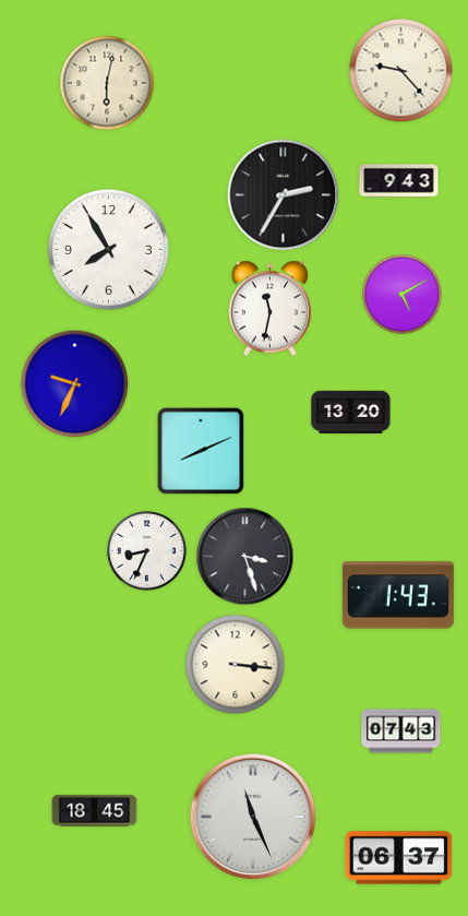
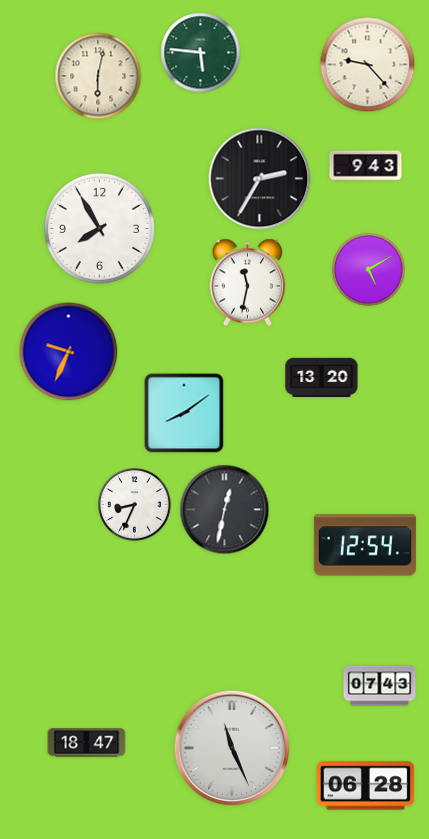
clock at (201, 53): none -> 5:46
clock at (201, 451): 8:11 -> 8:09
clock at (245, 557): 3:27 -> 12:32
clock at (398, 595): 1:43 -> 12:54
clock at (236, 665): 3:16 -> none
clock at (401, 731) position: (401, 731) -> (380, 686)
clock at (95, 811): 18:45 -> 18:47
clock at (399, 858): 06:37 -> 06:28
